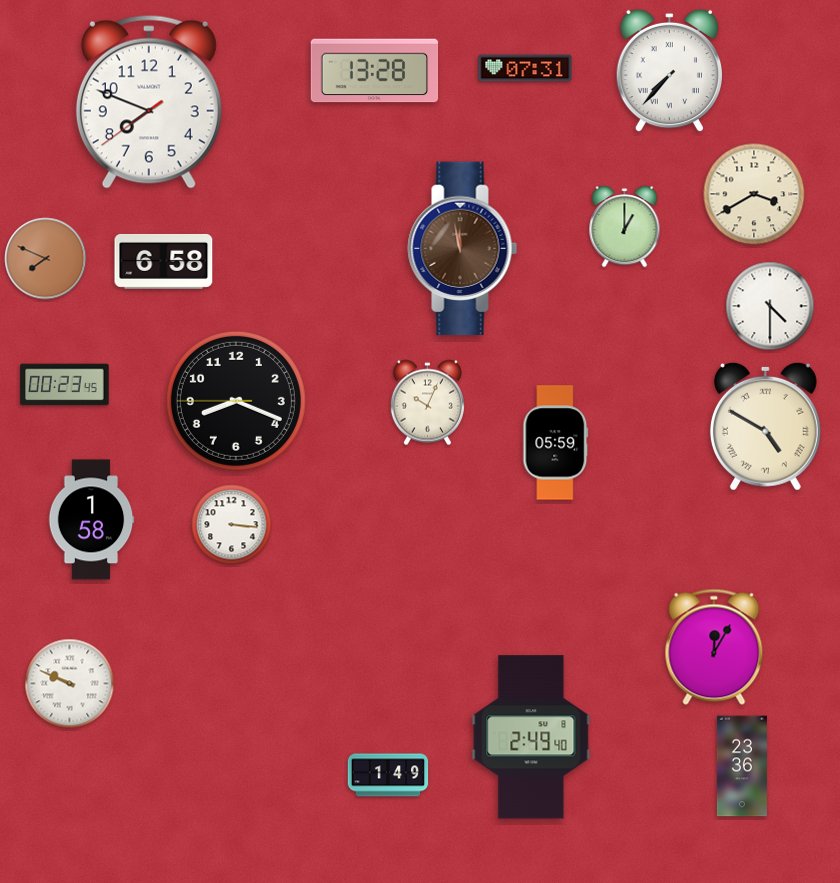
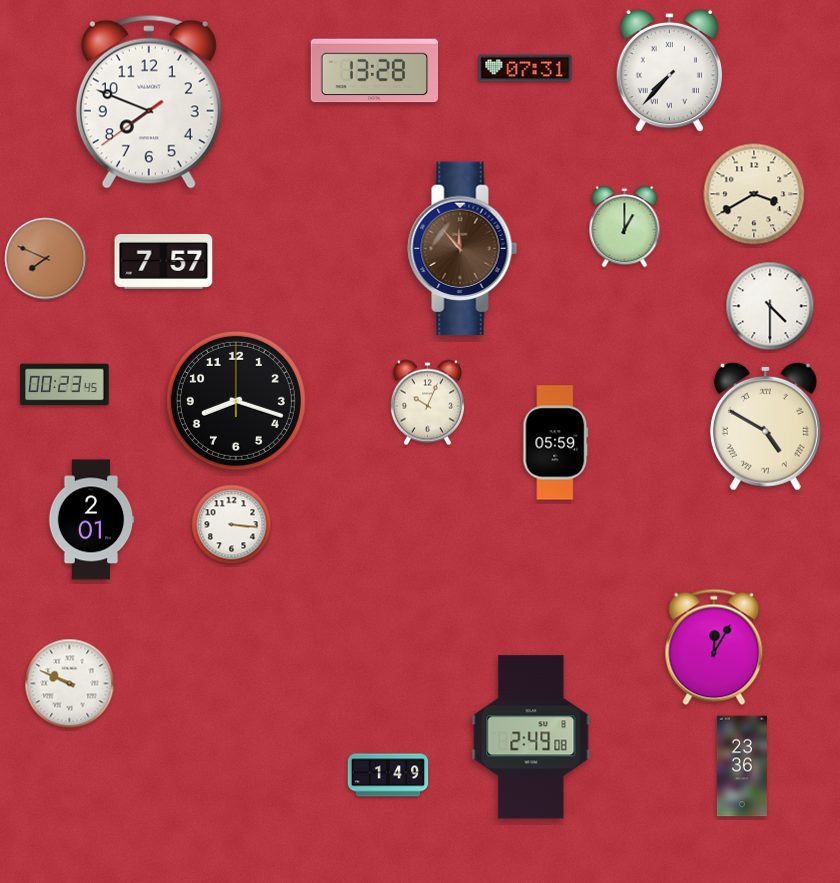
clock at (463, 249): 11:58 -> 11:53
clock at (164, 261): 6:58 -> 7:57
clock at (236, 401): 8:18:45 -> 8:18:00
clock at (91, 520): 1:58 -> 2:01
clock at (531, 737): 2:49:40 -> 2:49:08
